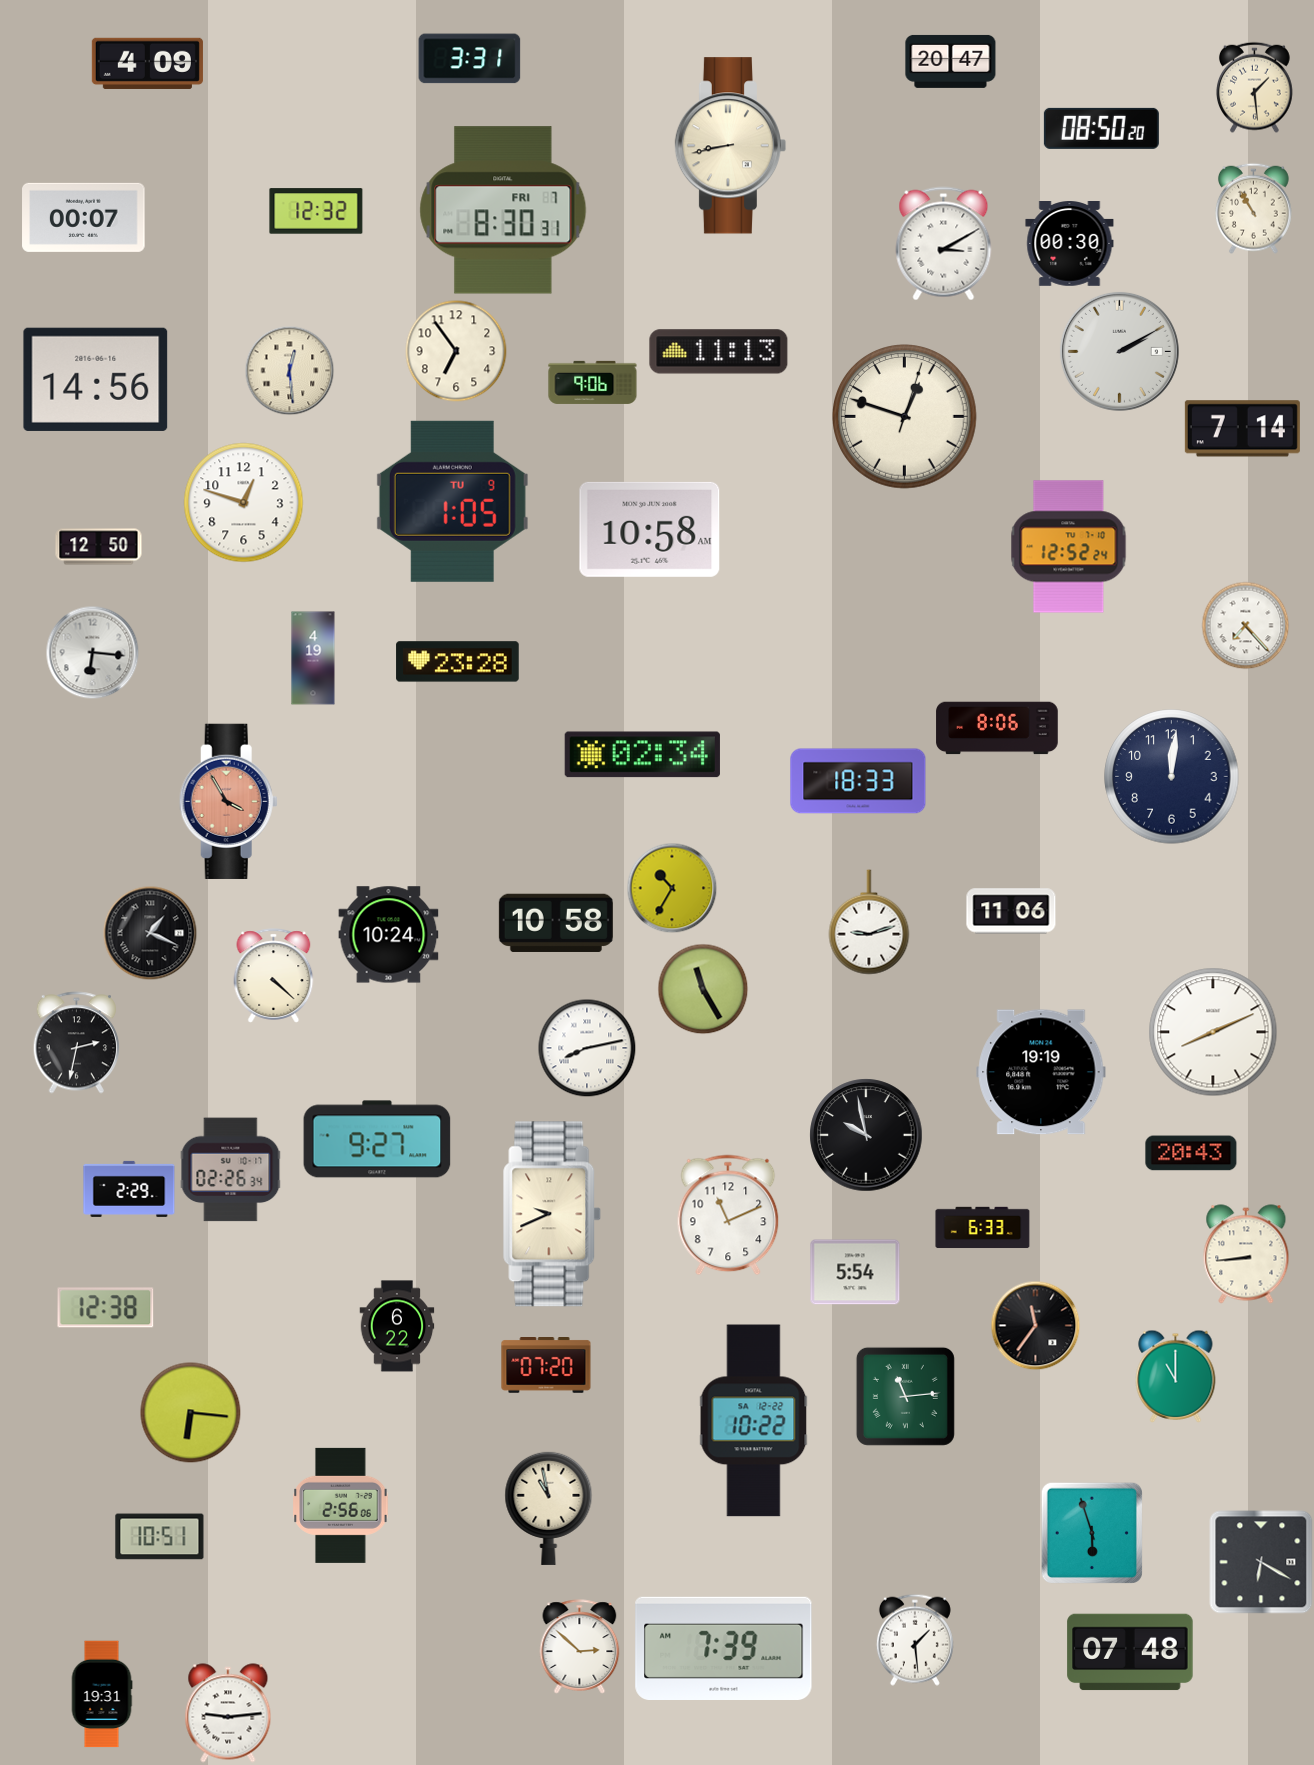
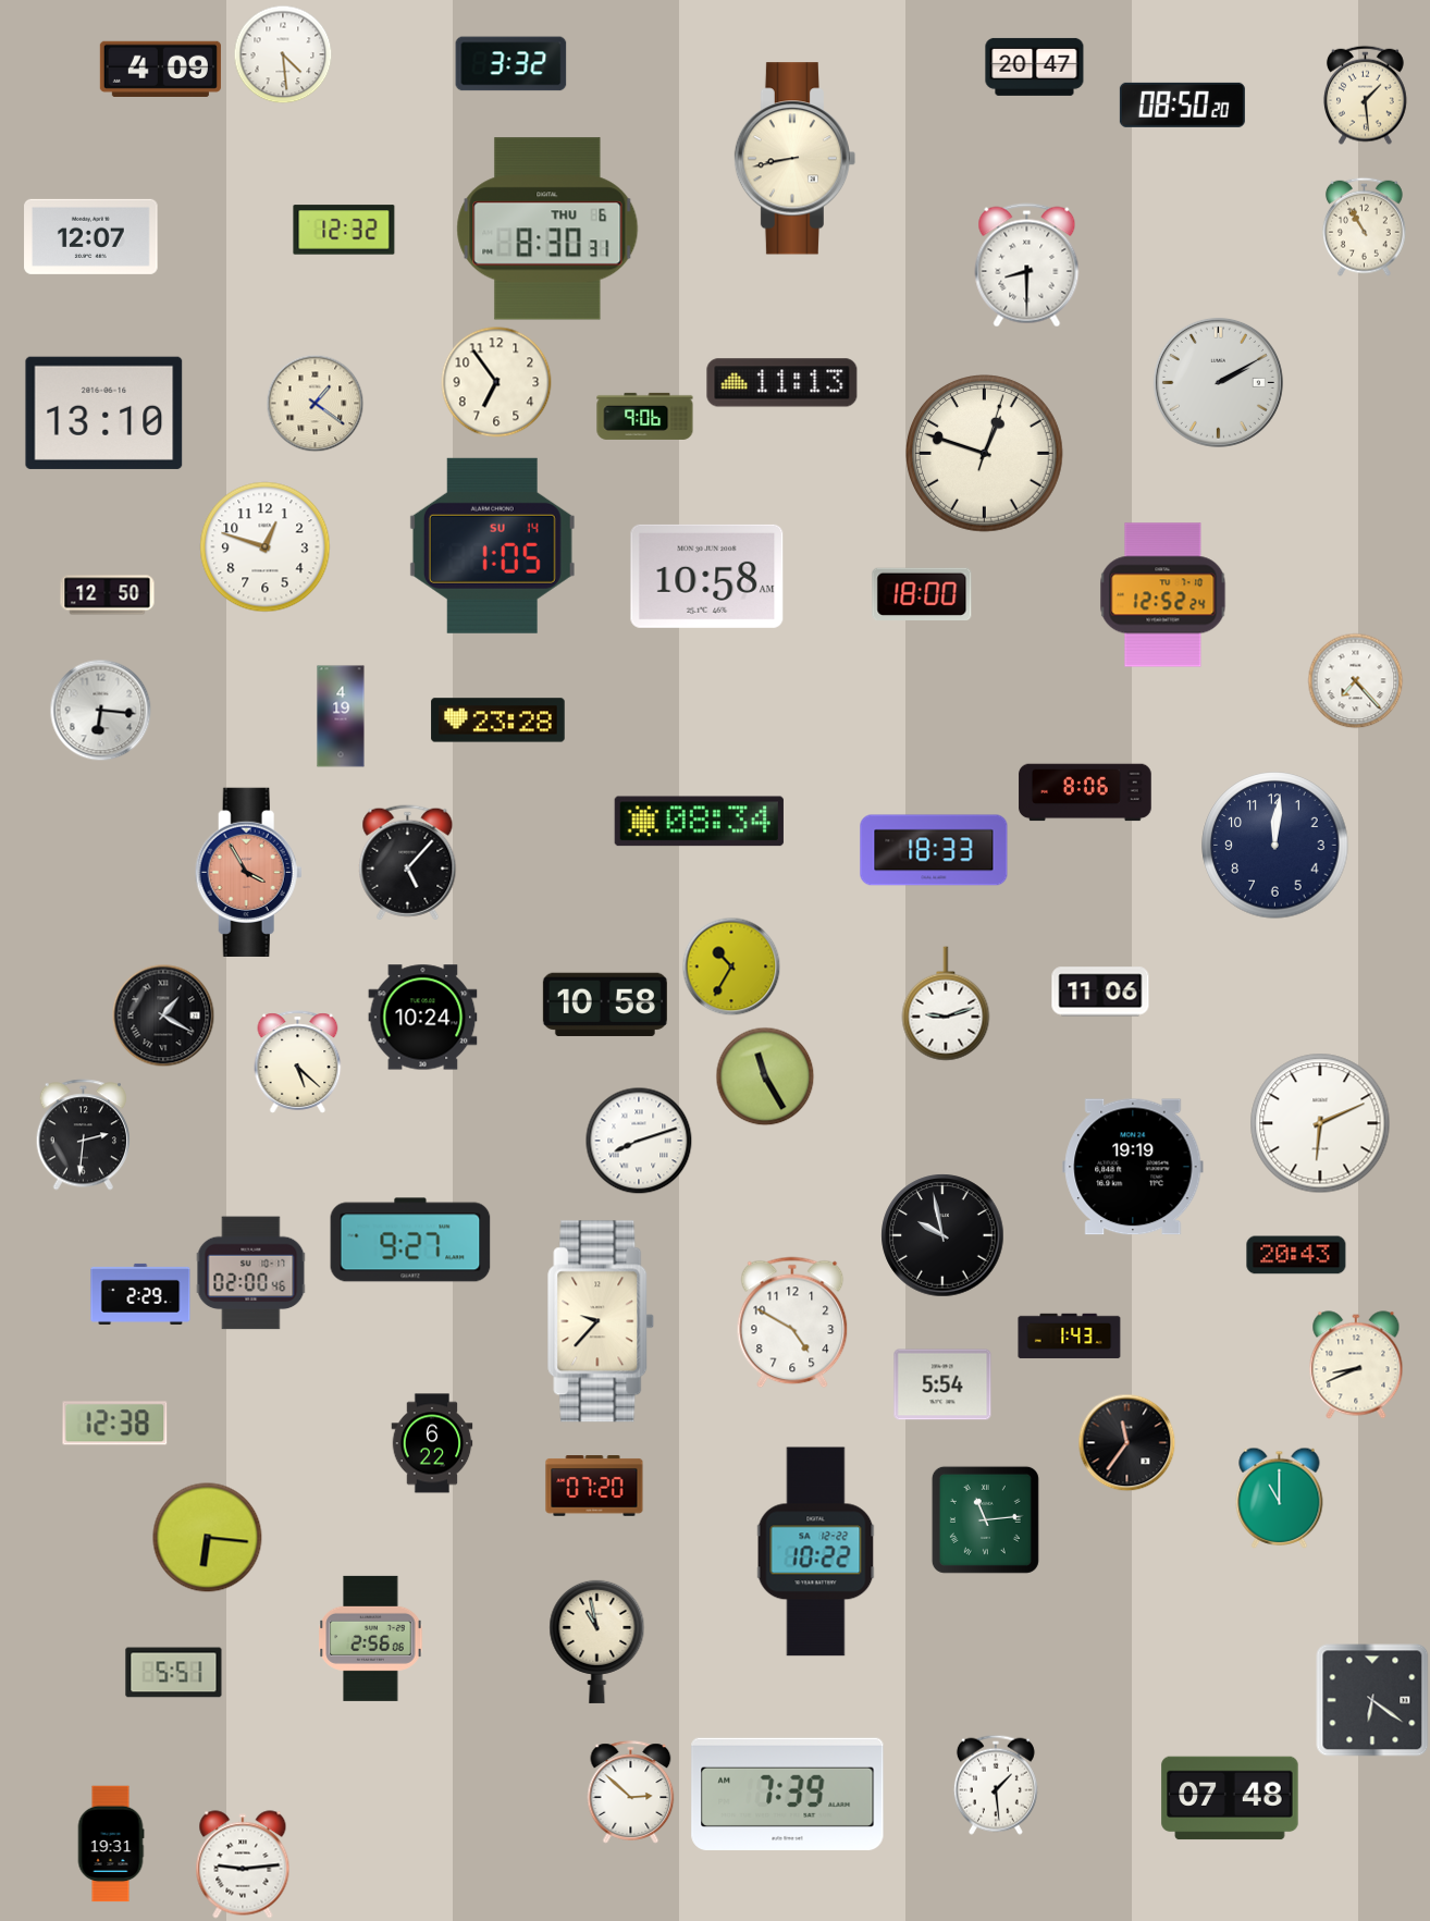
clock at (283, 54): none -> 4:29
clock at (470, 59): 3:31 -> 3:32
clock at (1101, 128) position: (1101, 128) -> (1182, 104)
clock at (503, 210) date: FRI 7 -> THU 6
clock at (84, 217): 00:07 -> 12:07
clock at (944, 244): 3:10 -> 8:30
clock at (1070, 244): 00:30 -> none
clock at (289, 370): 12:29 -> 1:21
clock at (96, 379): 14:56 -> 13:10
clock at (1242, 429): 7:14 -> none
clock at (452, 501) date: TU 9 -> SU 14
clock at (922, 593): none -> 18:00
clock at (642, 755): 02:34 -> 08:34
clock at (408, 863): none -> 5:07
clock at (150, 933): 1:19 -> 1:20
clock at (274, 976): 4:22 -> 5:22
clock at (1213, 1032): 8:11 -> 6:11
clock at (76, 1043): 2:32 -> 2:31
clock at (587, 1048): 8:13 -> 8:12
clock at (231, 1170): 02:26 -> 02:00
clock at (552, 1214): 9:41 -> 9:37
clock at (728, 1215): 11:11 -> 4:50
clock at (983, 1228): 6:33 -> 1:43
clock at (1246, 1254): 8:44 -> 8:41
clock at (855, 1272) position: (855, 1272) -> (942, 1384)
clock at (754, 1421) position: (754, 1421) -> (816, 1552)
clock at (1092, 1533): 5:57 -> none
clock at (160, 1537): 10:51 -> 5:51
clock at (1261, 1562): 6:20 -> 6:21
clock at (228, 1713) position: (228, 1713) -> (243, 1864)
